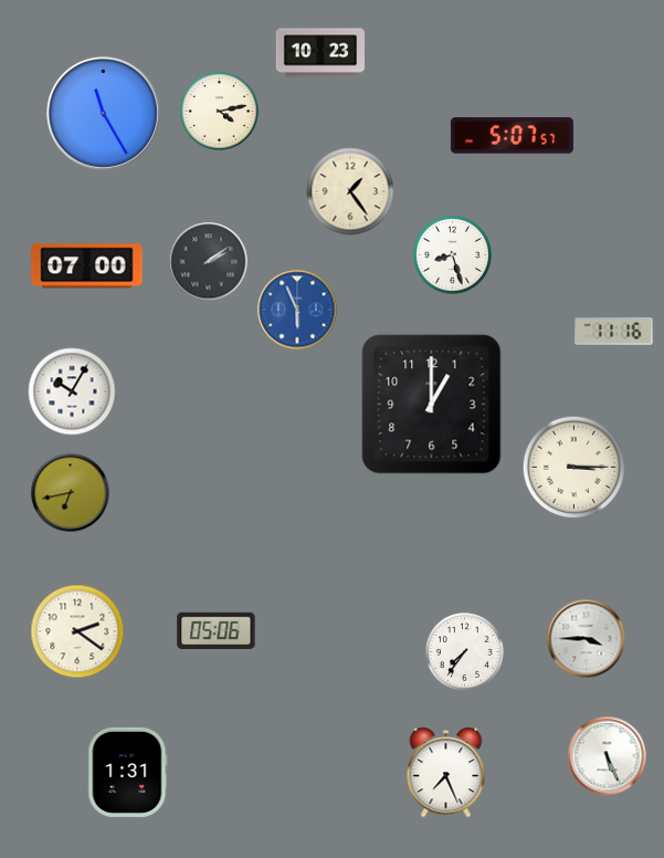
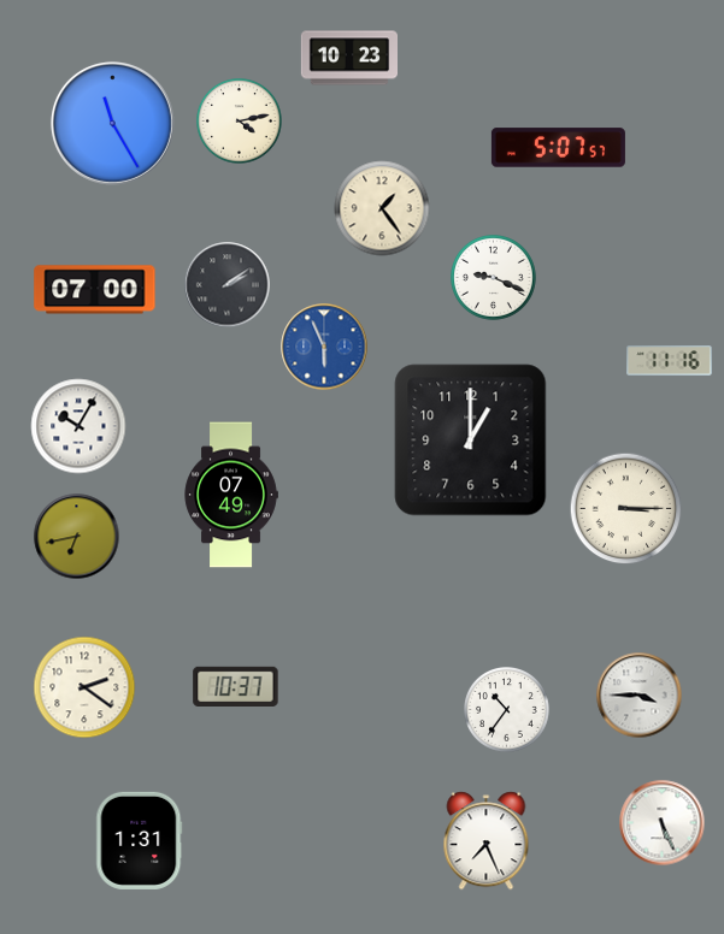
clock at (453, 255): 8:27 -> 9:19
clock at (297, 310) position: (297, 310) -> (324, 347)
clock at (231, 495): none -> 07:49
clock at (217, 630): 05:06 -> 10:37
clock at (465, 652): 7:36 -> 10:36
